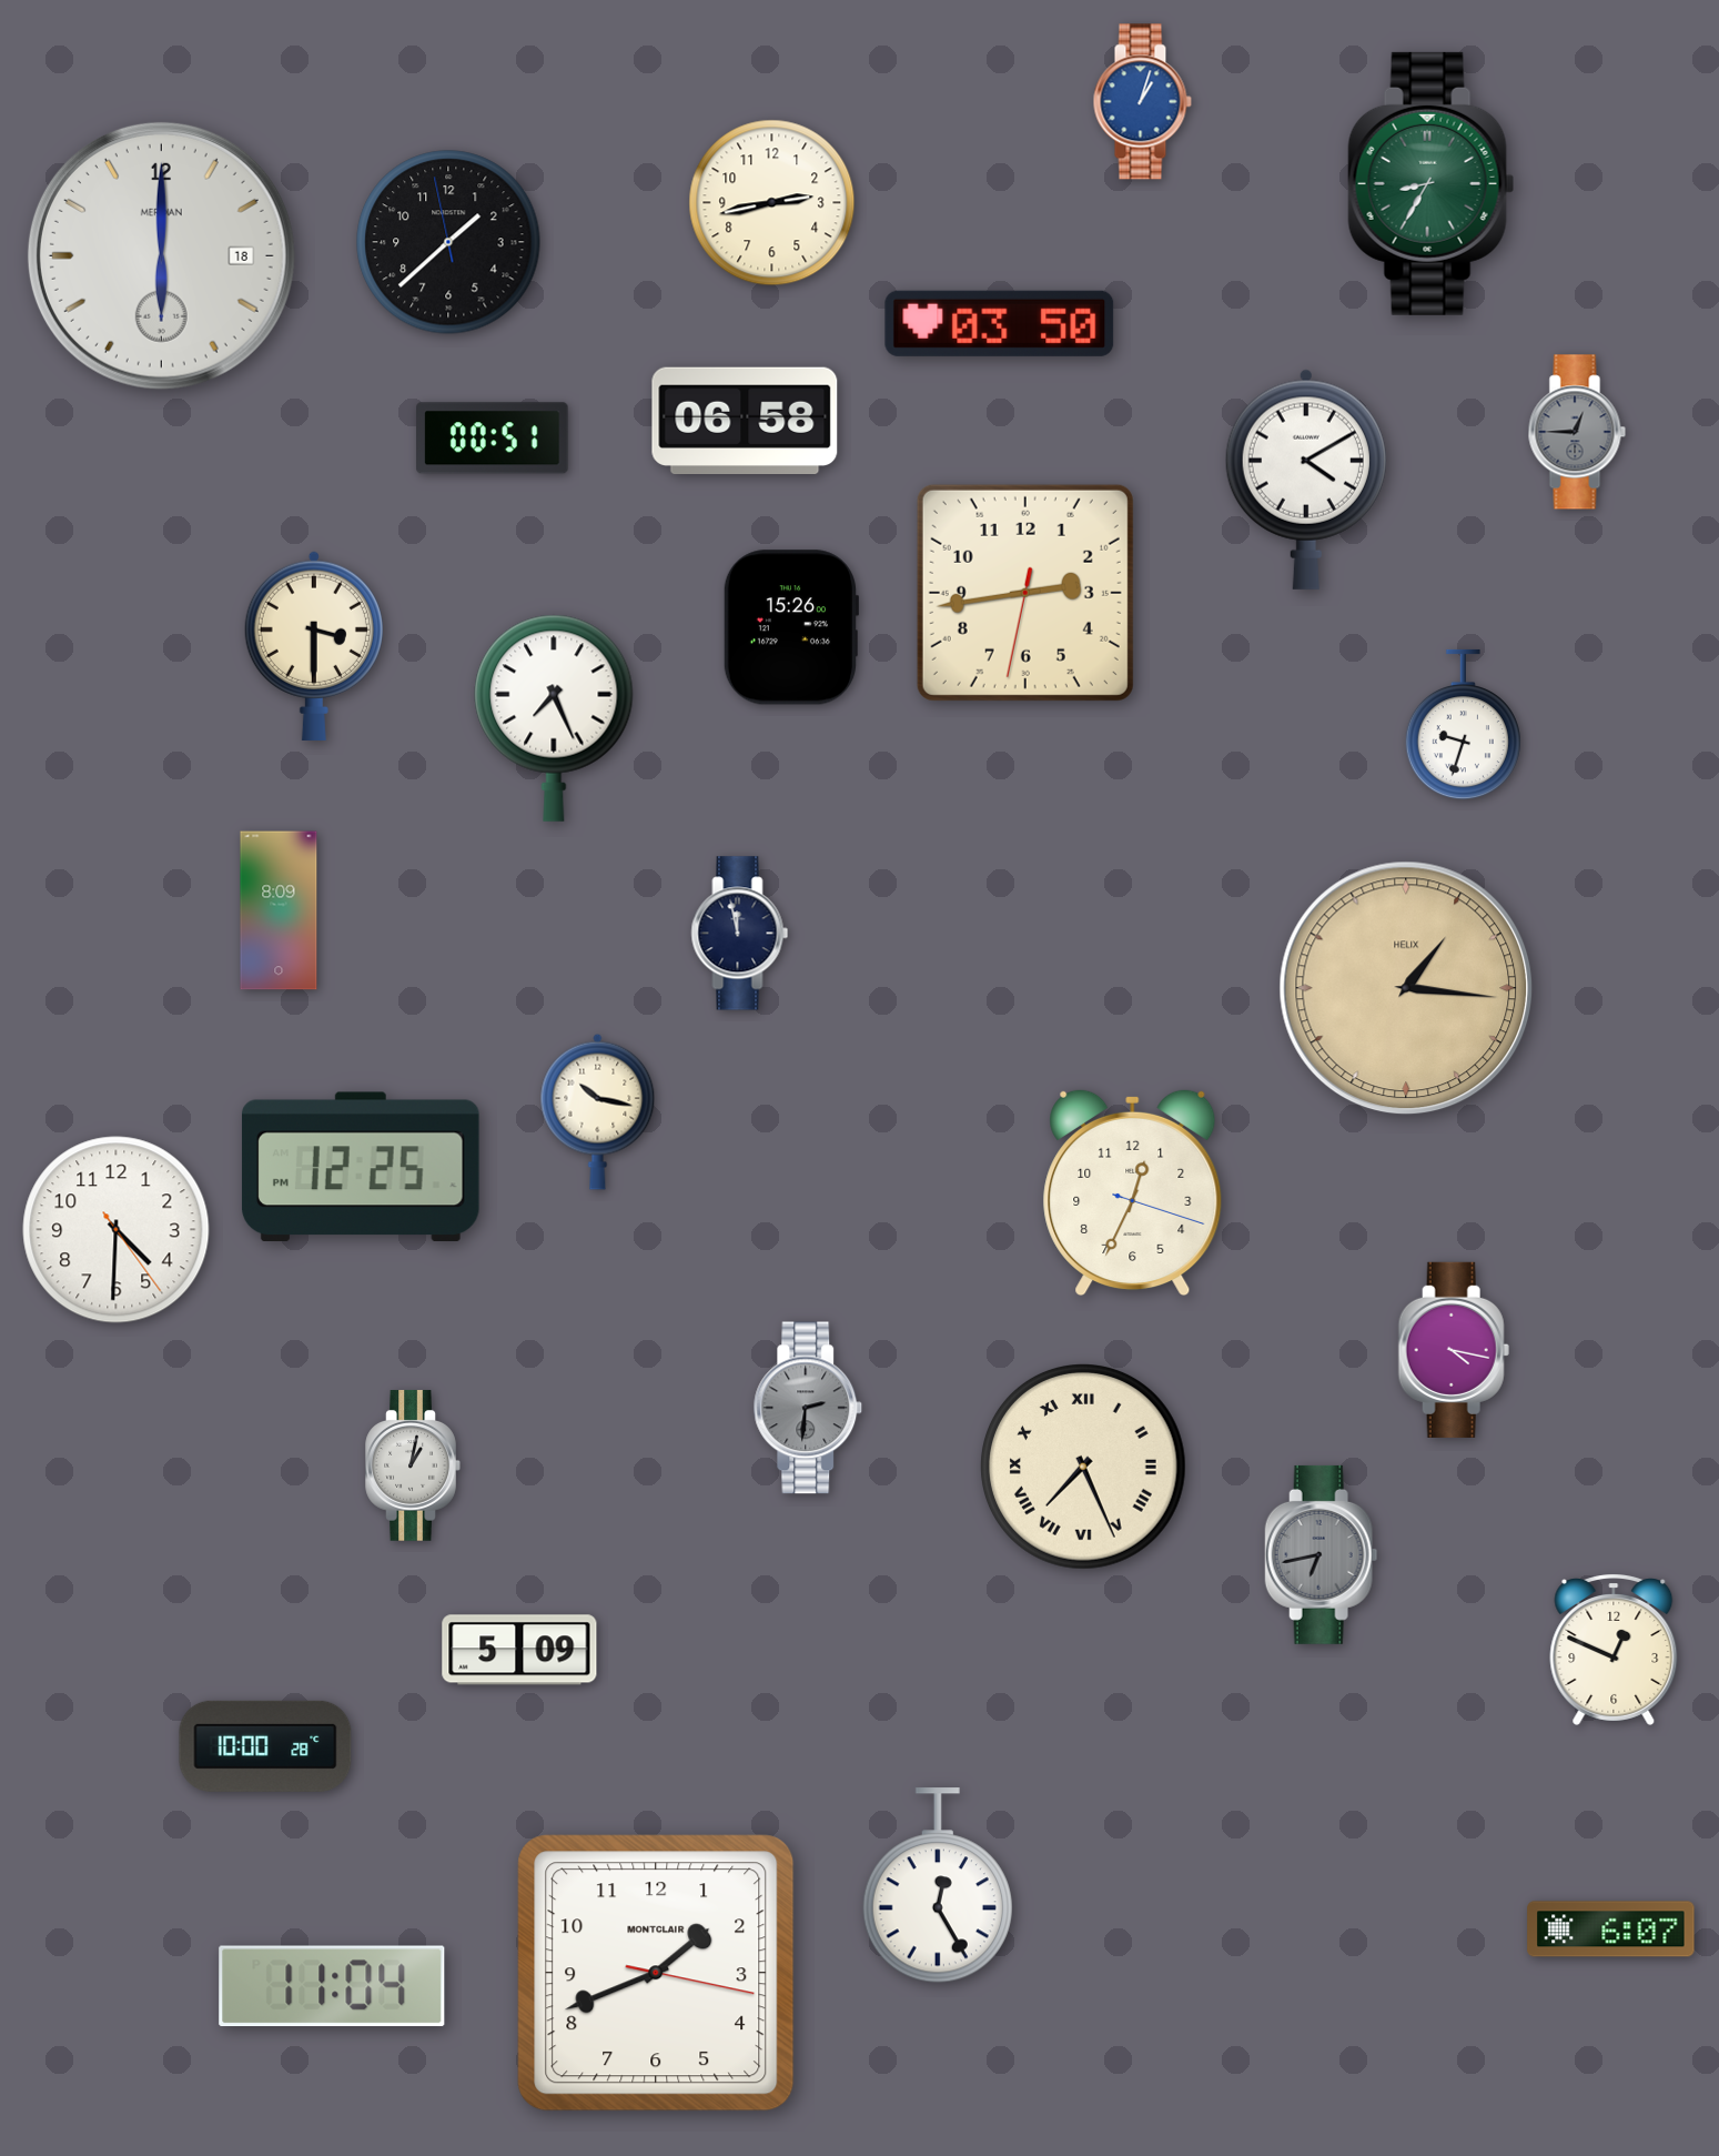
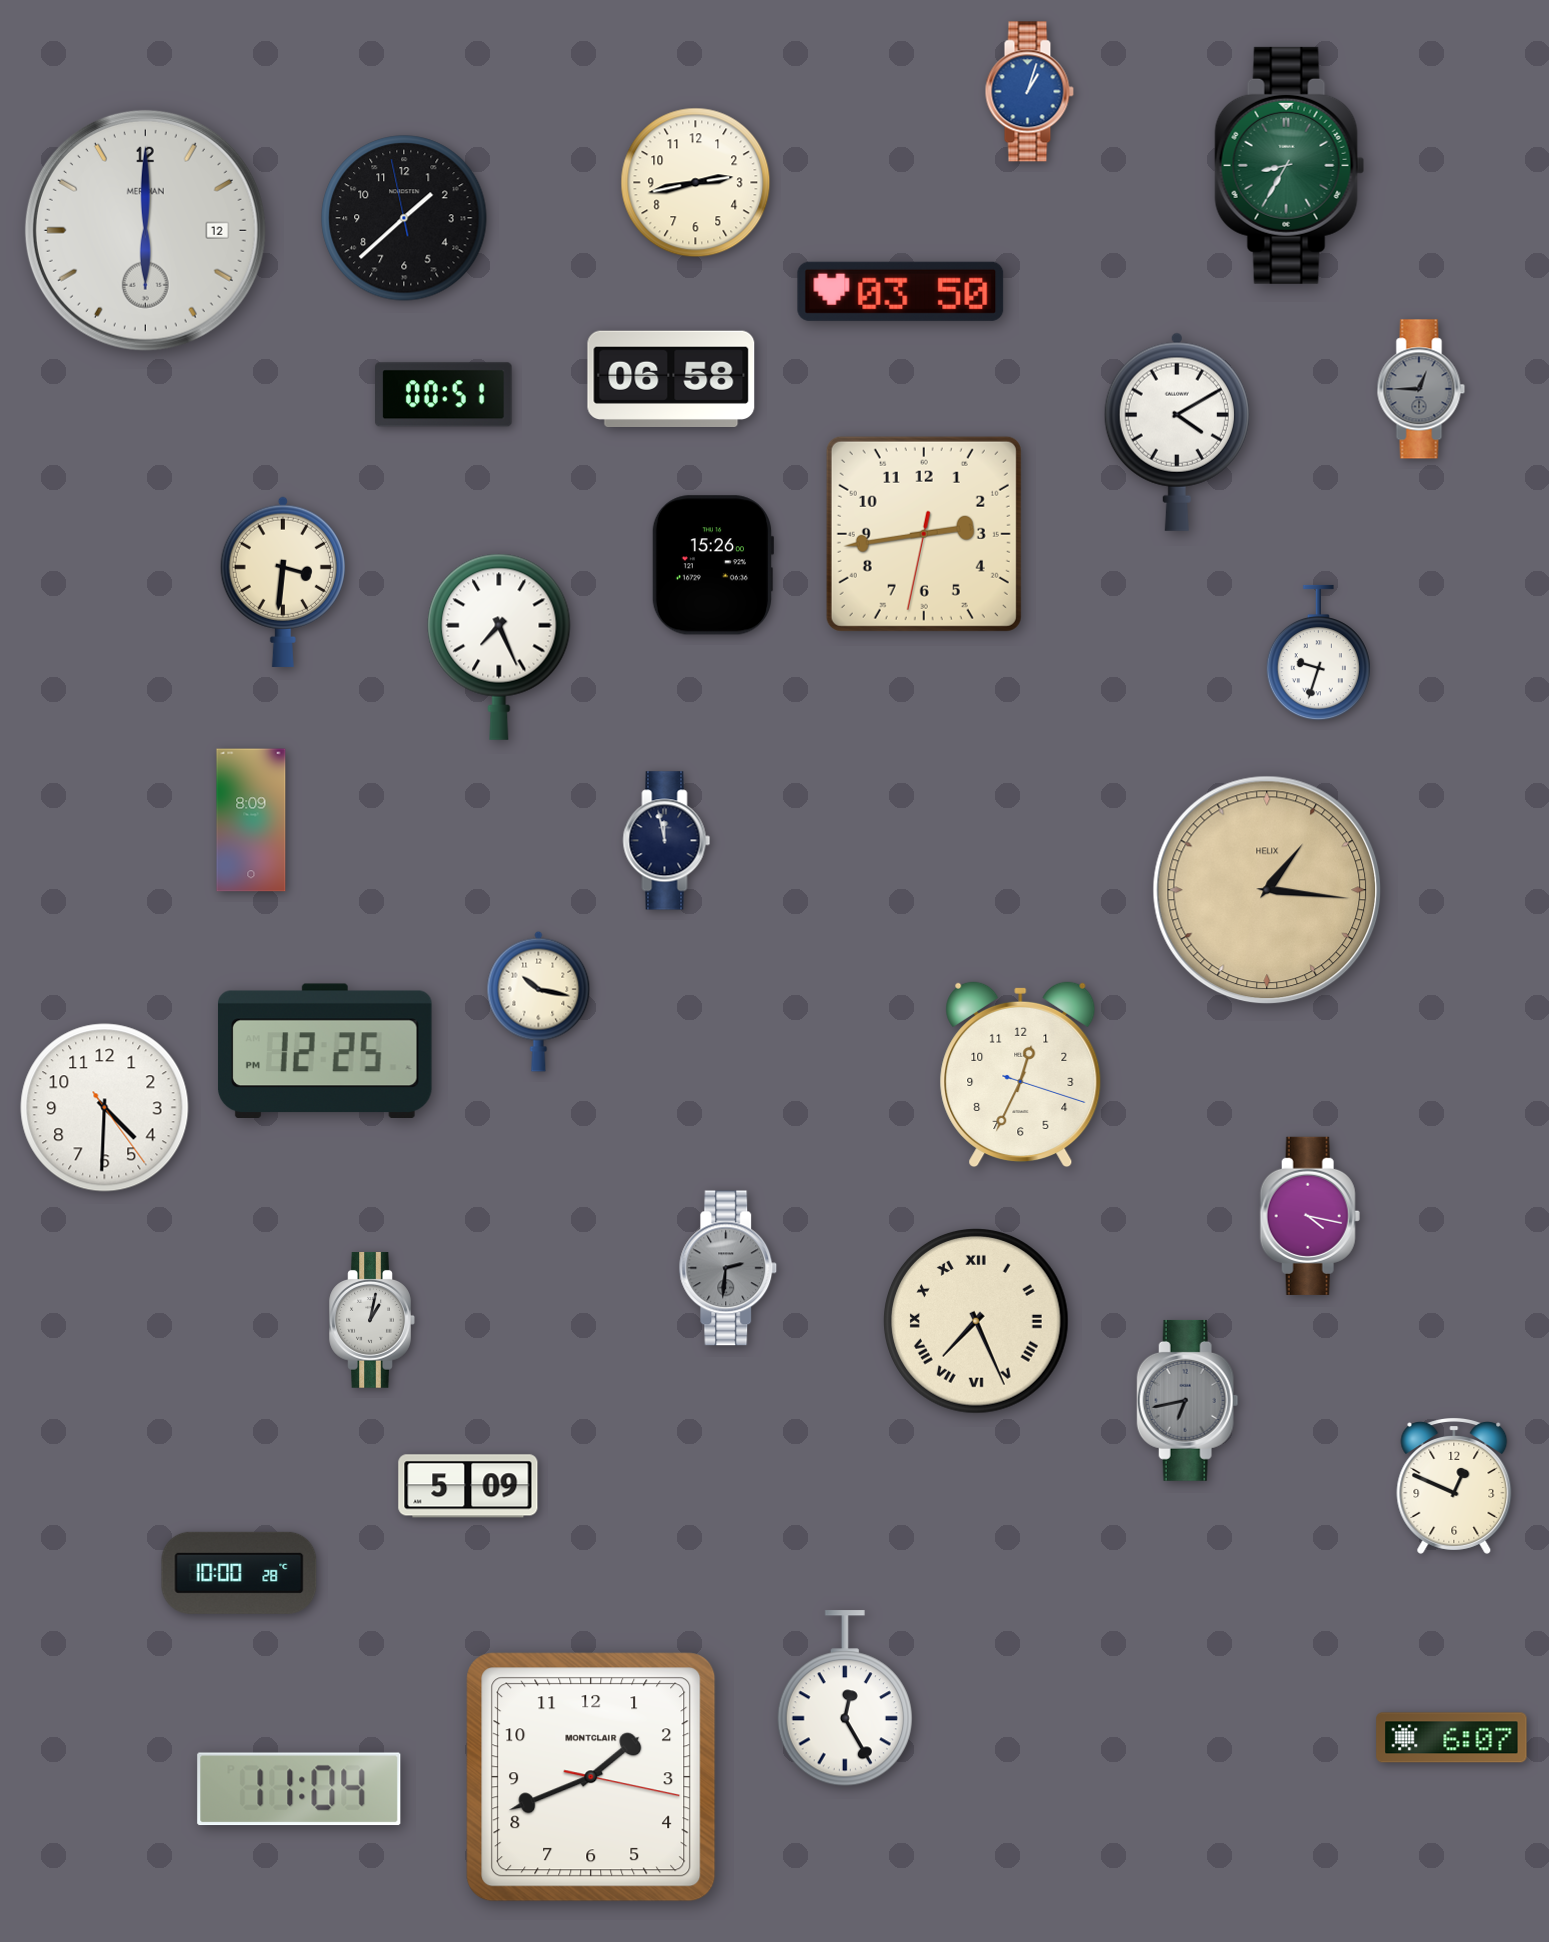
clock at (161, 255) date: 18 -> 12
clock at (314, 645): 3:30 -> 3:31
clock at (1322, 1554) position: (1322, 1554) -> (1188, 1400)
